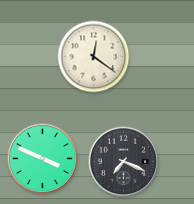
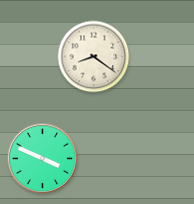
clock at (94, 57): 12:21 -> 8:21
clock at (124, 162): 7:19 -> none
